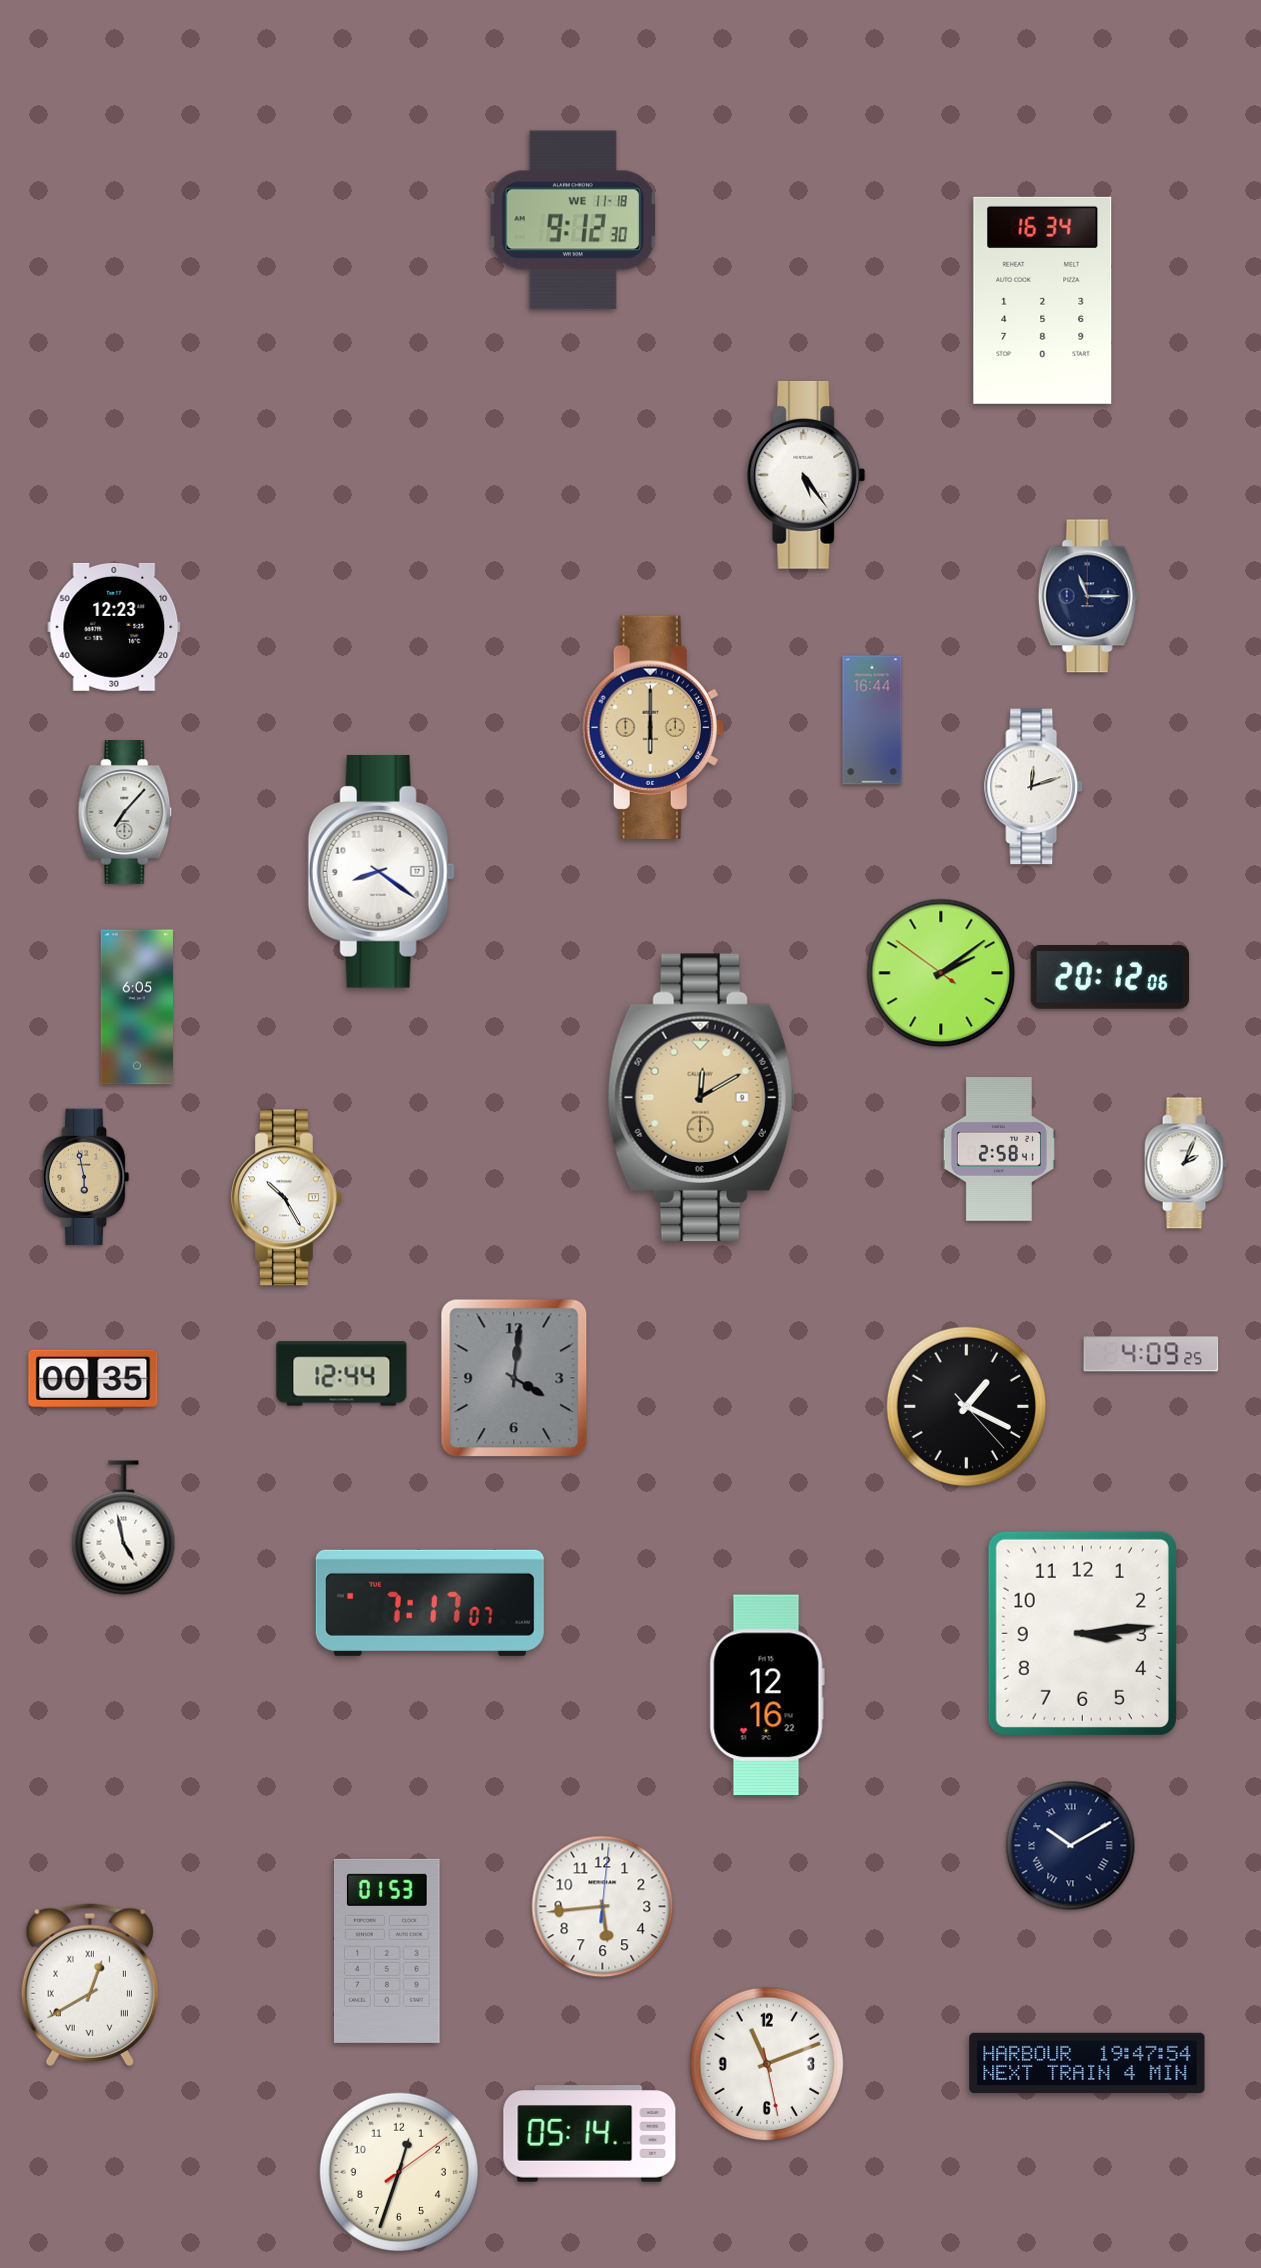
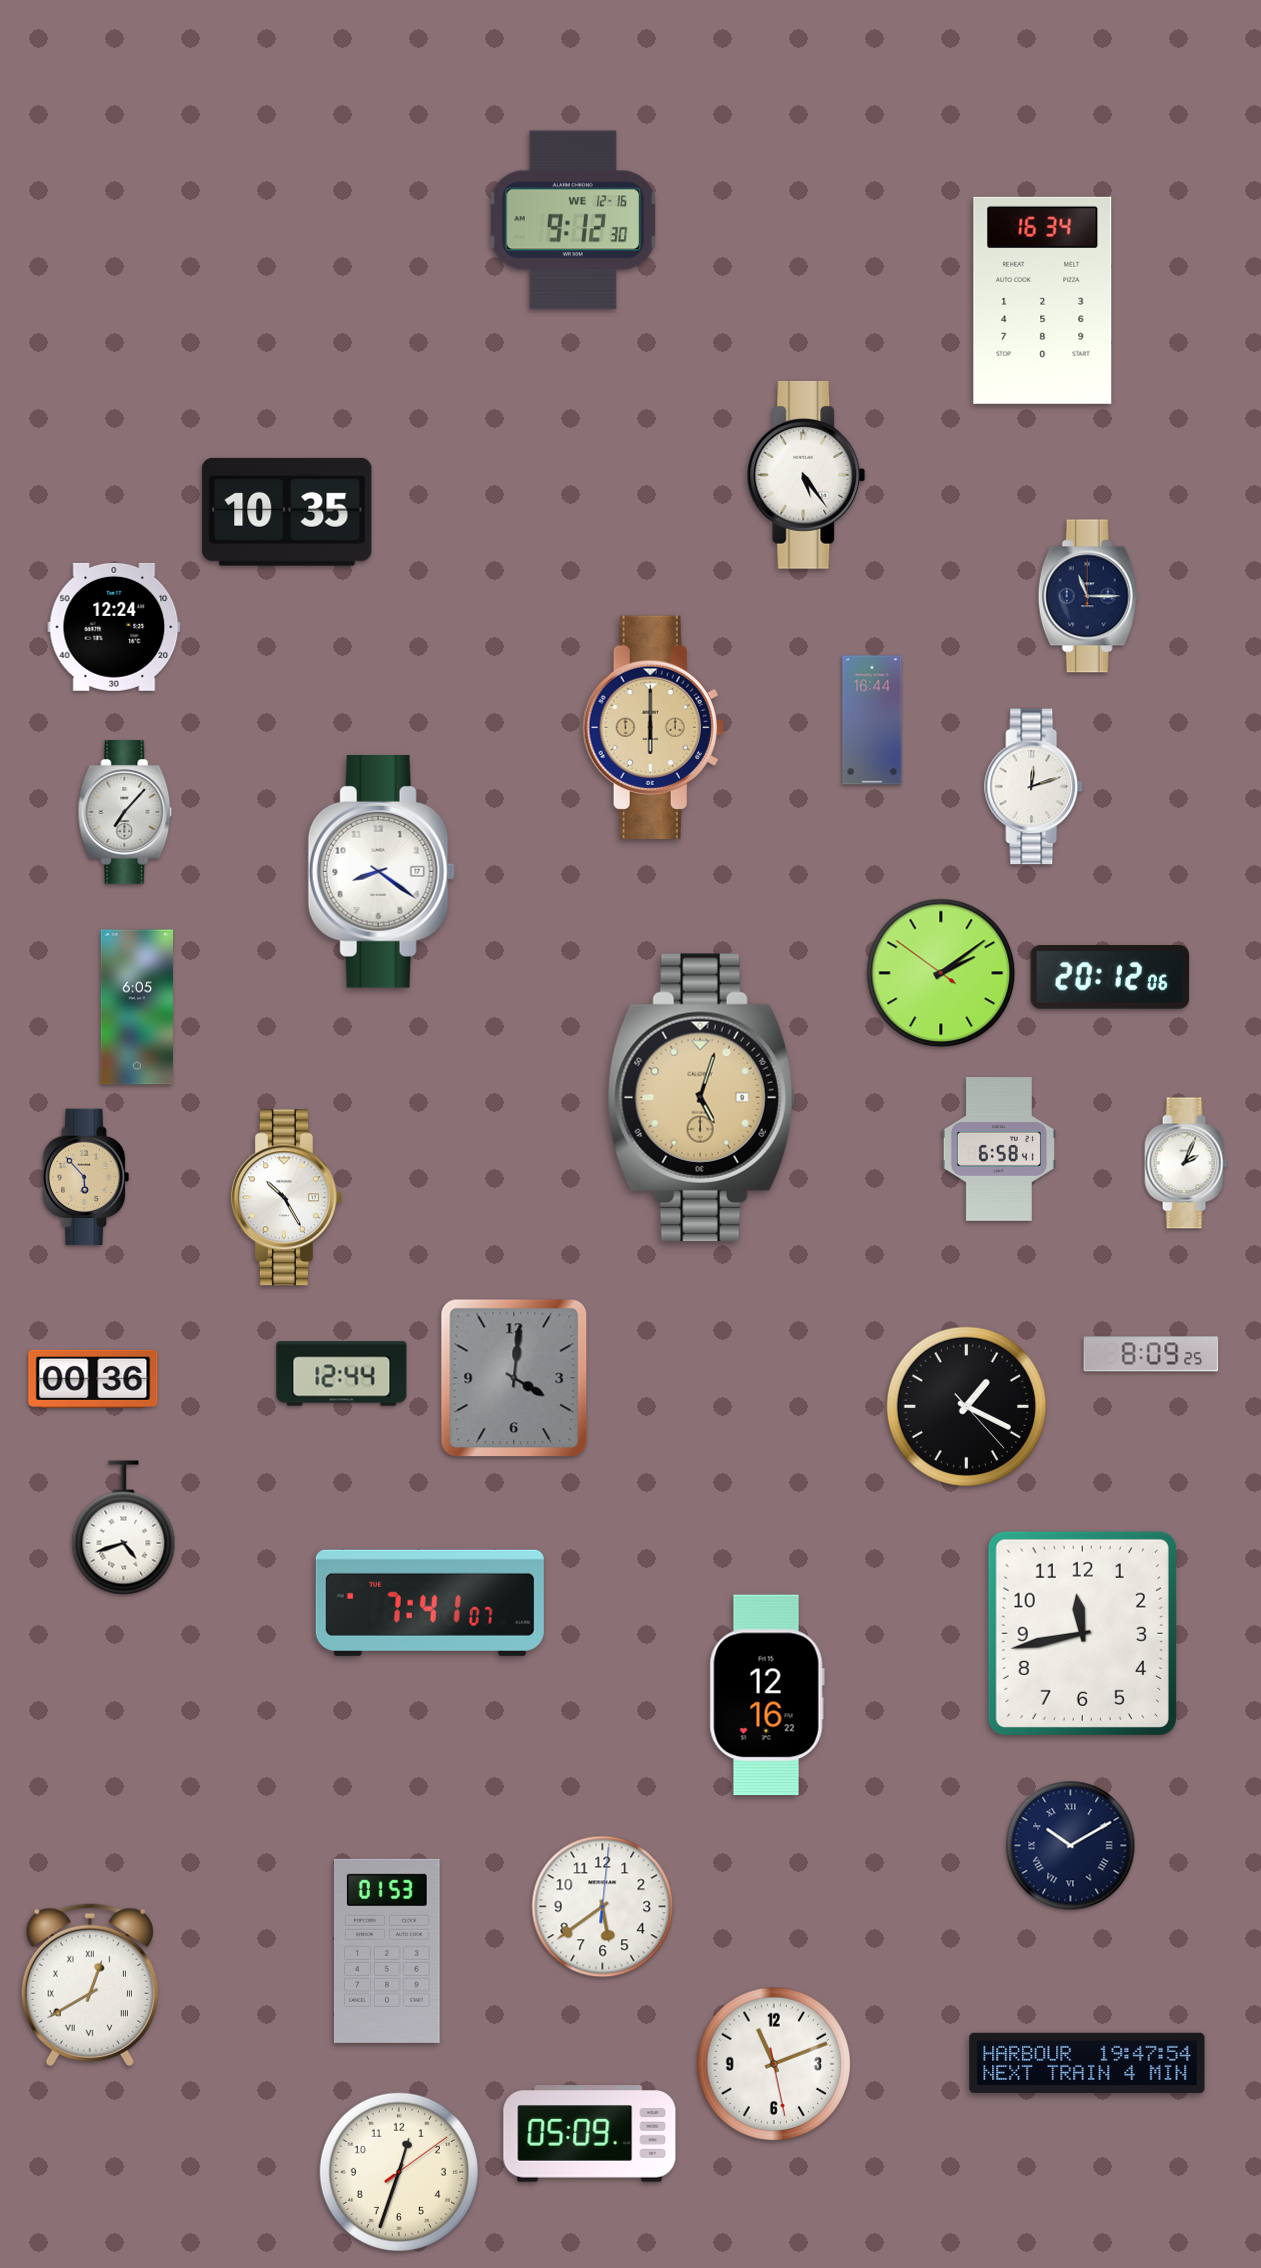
clock at (572, 220) date: WE 11-18 -> WE 12-16
clock at (287, 512): none -> 10:35
clock at (114, 627): 12:23 -> 12:24
clock at (701, 1097): 12:10 -> 5:03
clock at (999, 1150): 2:58 -> 6:58
clock at (86, 1177): 5:58 -> 5:53
clock at (1151, 1354): 4:09 -> 8:09
clock at (93, 1379): 00:35 -> 00:36
clock at (124, 1528): 4:58 -> 4:42
clock at (430, 1603): 7:17 -> 7:41
clock at (1082, 1633): 3:14 -> 11:43
clock at (603, 1907): 5:44 -> 5:39
clock at (767, 2064) position: (767, 2064) -> (774, 2064)
clock at (590, 2134): 05:14 -> 05:09
